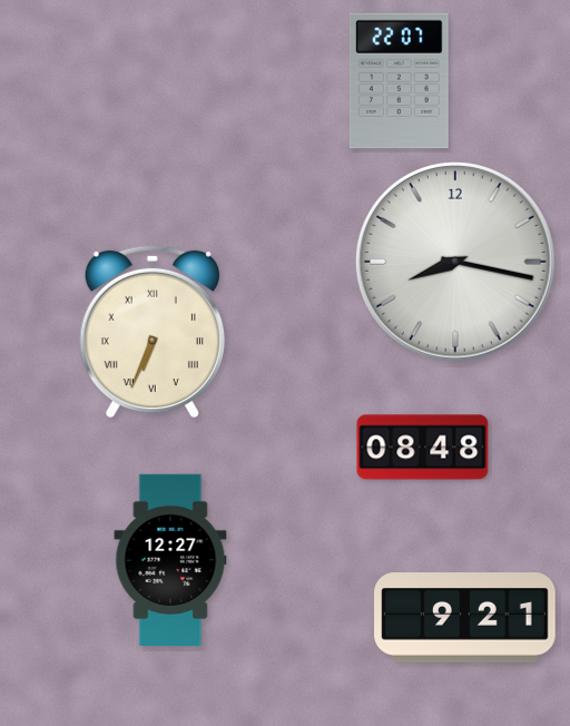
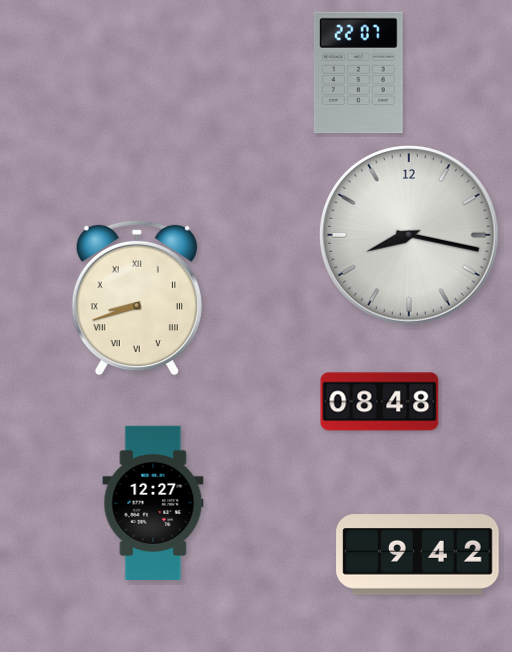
clock at (153, 332): 6:34 -> 8:42
clock at (465, 618): 9:21 -> 9:42
